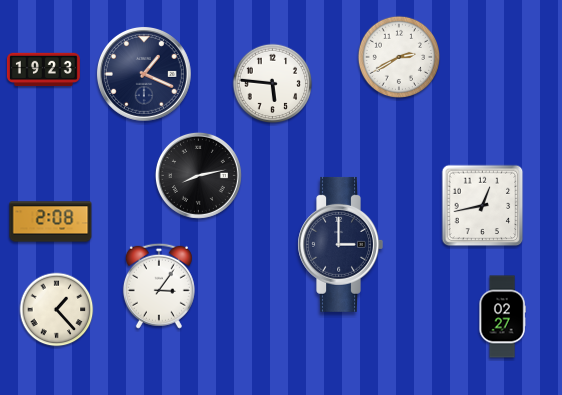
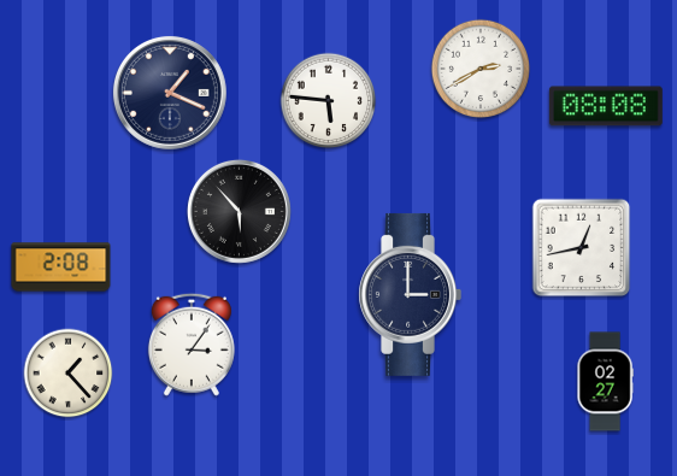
clock at (43, 70): 19:23 -> none
clock at (144, 74) position: (144, 74) -> (170, 93)
clock at (606, 106): none -> 08:08
clock at (198, 175): 8:13 -> 5:53
